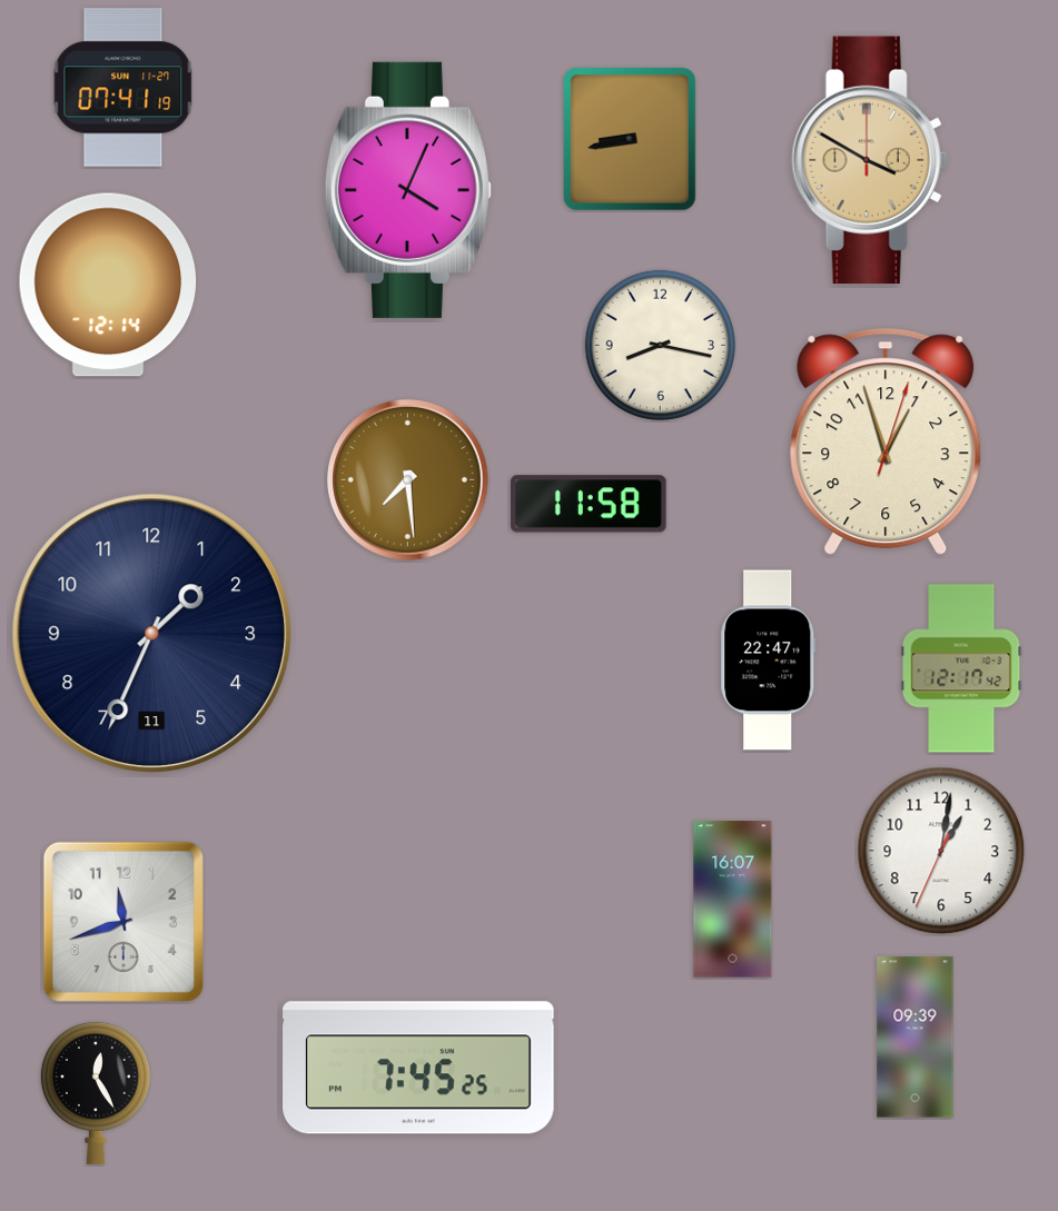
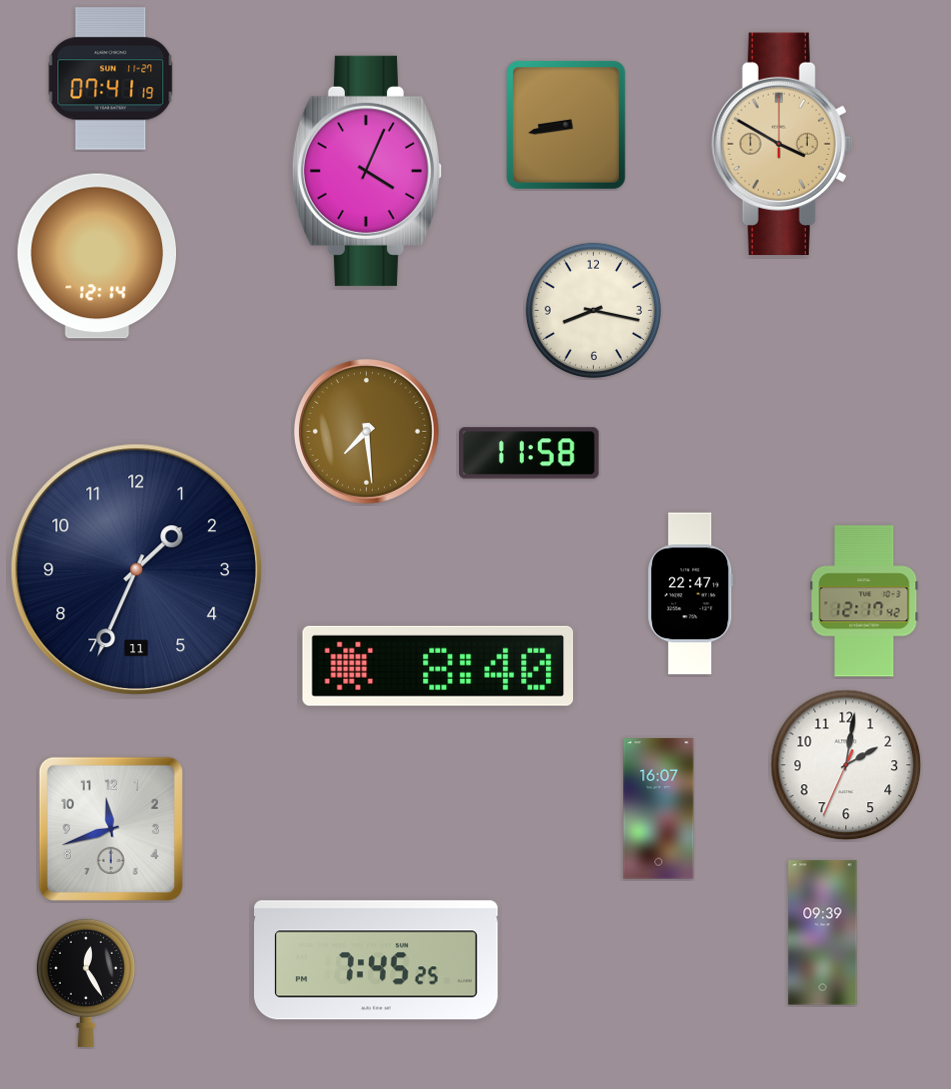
clock at (886, 441): 12:57 -> none
clock at (438, 666): none -> 8:40
clock at (941, 851): 1:01 -> 2:01
